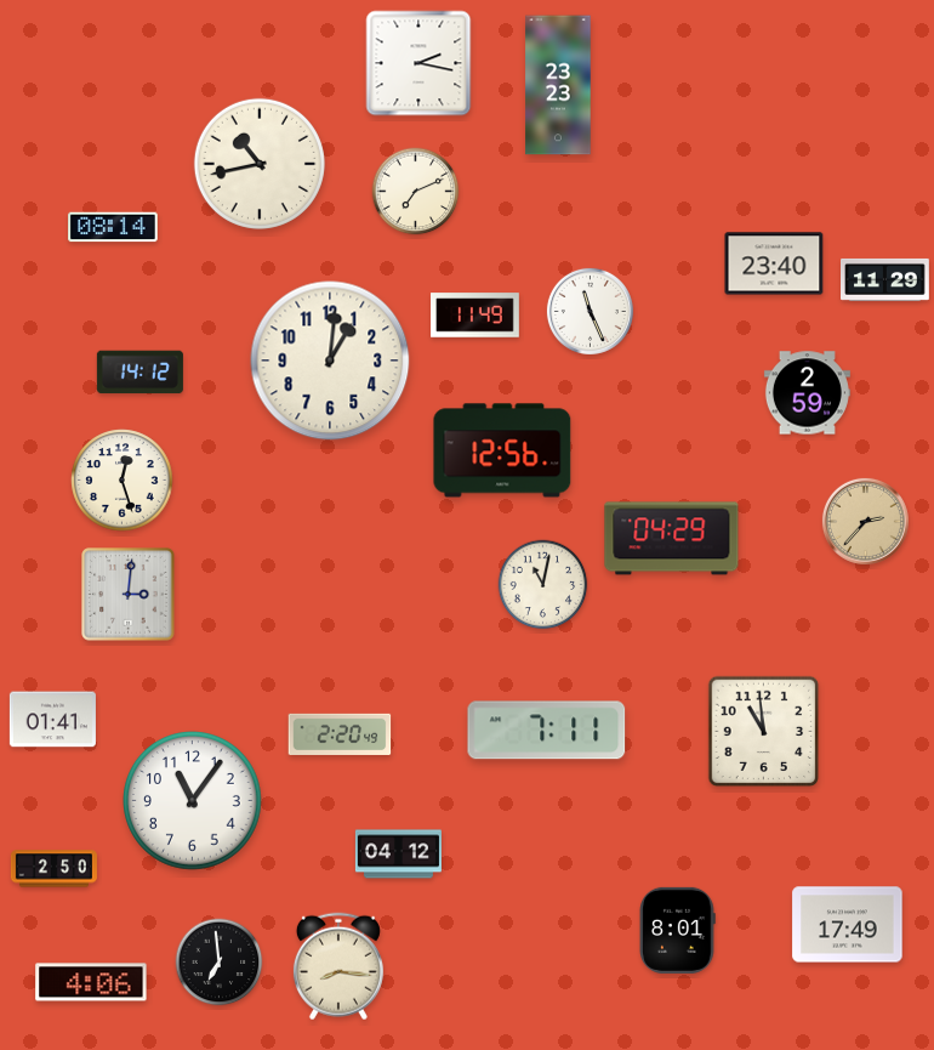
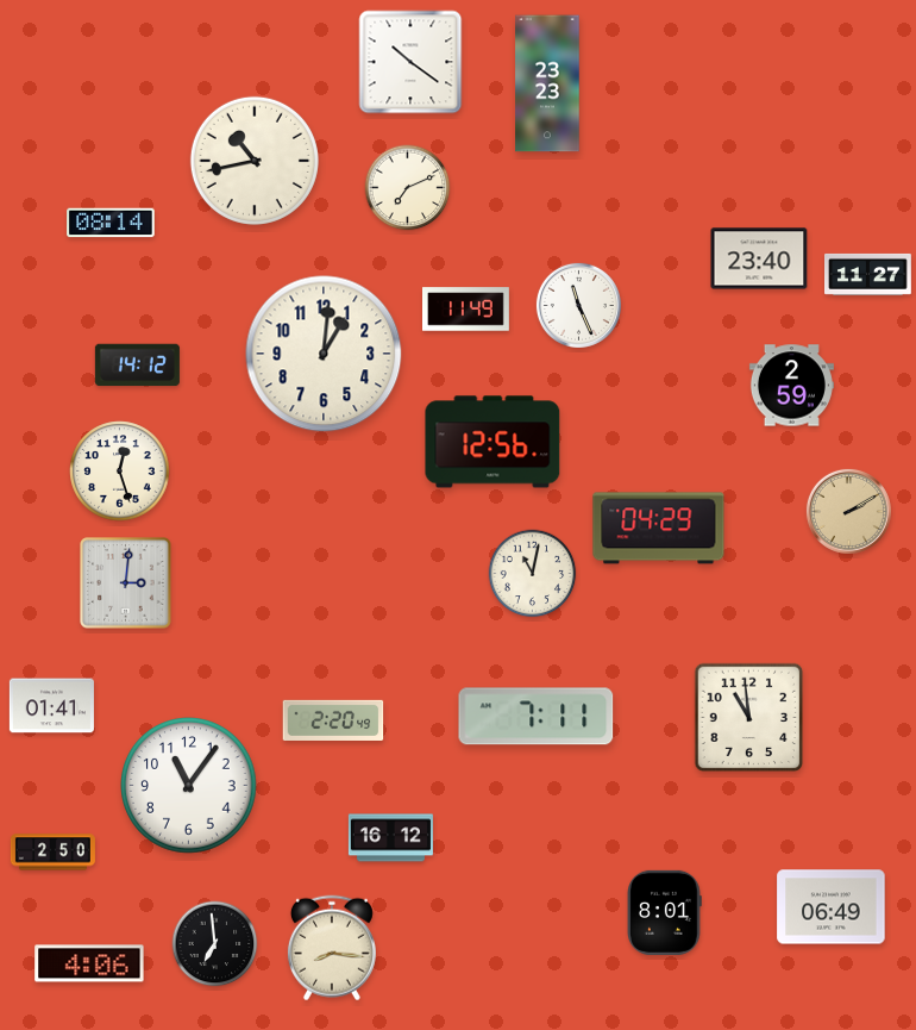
clock at (418, 63): 2:17 -> 10:21
clock at (885, 279): 11:29 -> 11:27
clock at (865, 521): 2:37 -> 2:10
clock at (398, 855): 04:12 -> 16:12
clock at (848, 925): 17:49 -> 06:49
